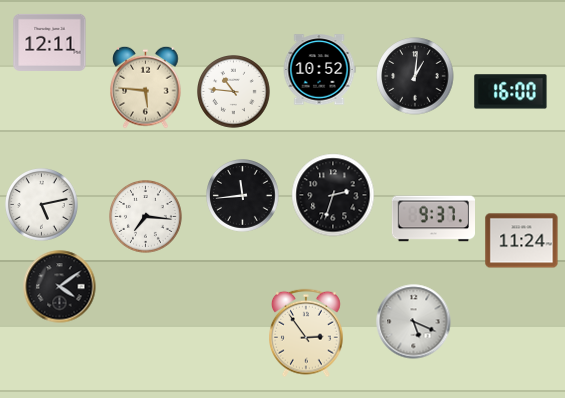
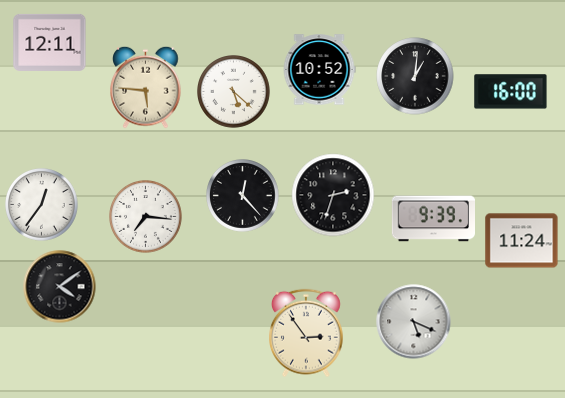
clock at (234, 92): 10:46 -> 5:22
clock at (243, 196): 11:44 -> 12:23
clock at (42, 205): 5:13 -> 12:36
clock at (433, 219): 9:37 -> 9:39
